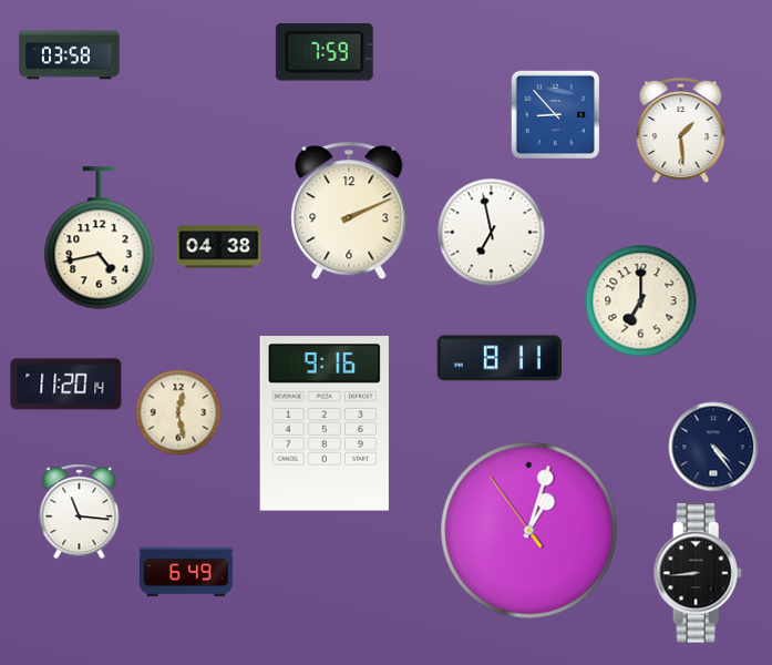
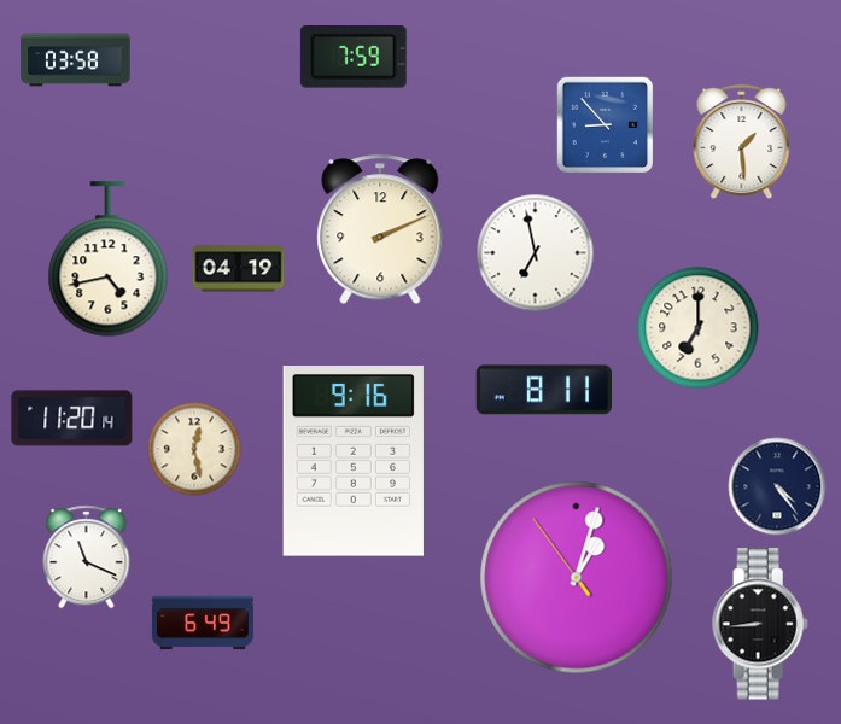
clock at (219, 247): 04:38 -> 04:19
clock at (80, 512): 11:16 -> 11:19
